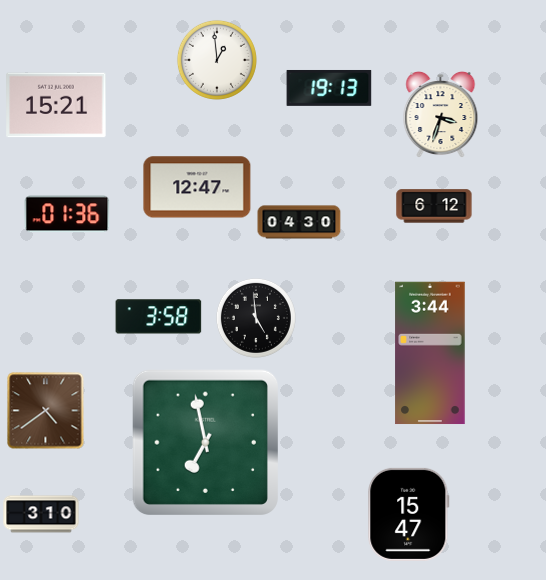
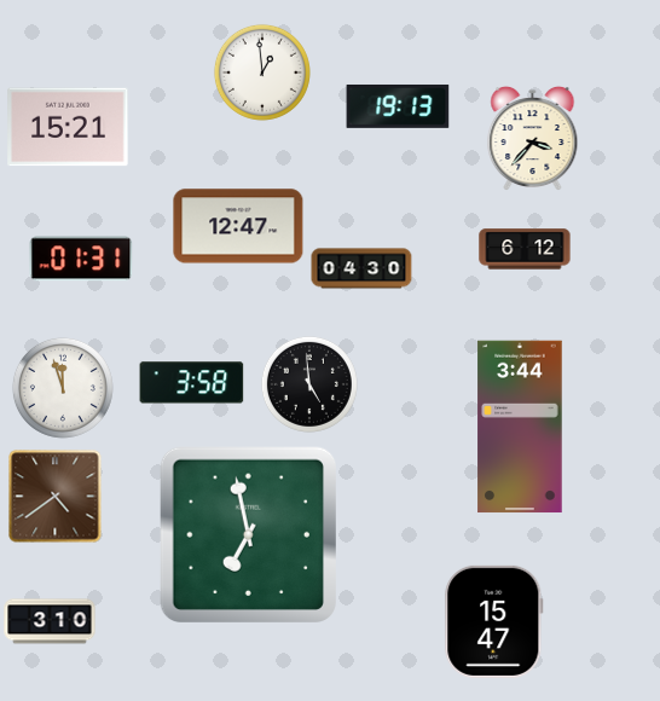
clock at (441, 115): 3:33 -> 3:37
clock at (67, 214): 01:36 -> 01:31
clock at (63, 388): none -> 11:57
